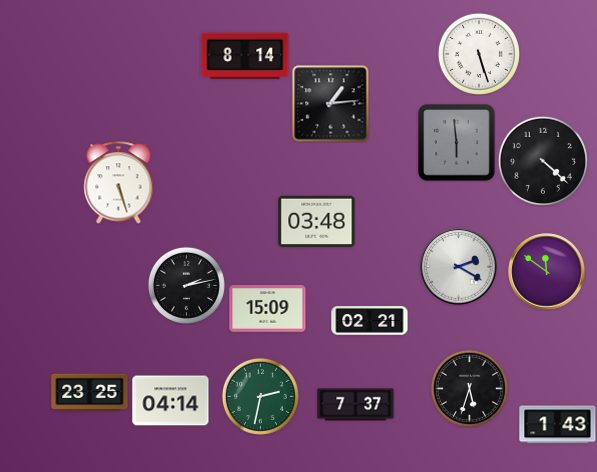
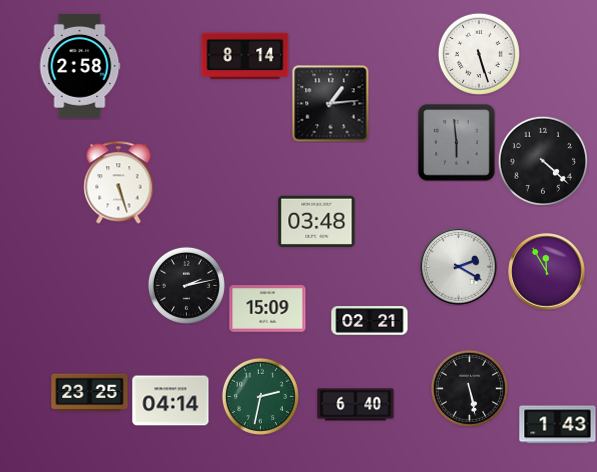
clock at (80, 66): none -> 2:58
clock at (547, 272): 11:51 -> 11:55
clock at (469, 388): 5:33 -> 5:28
clock at (356, 405): 7:37 -> 6:40
